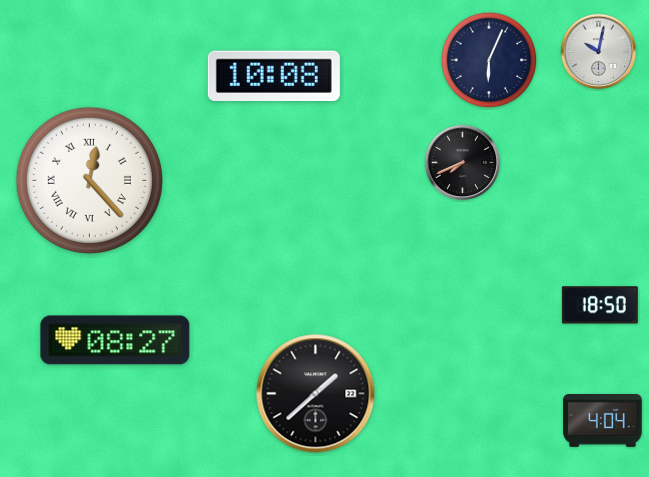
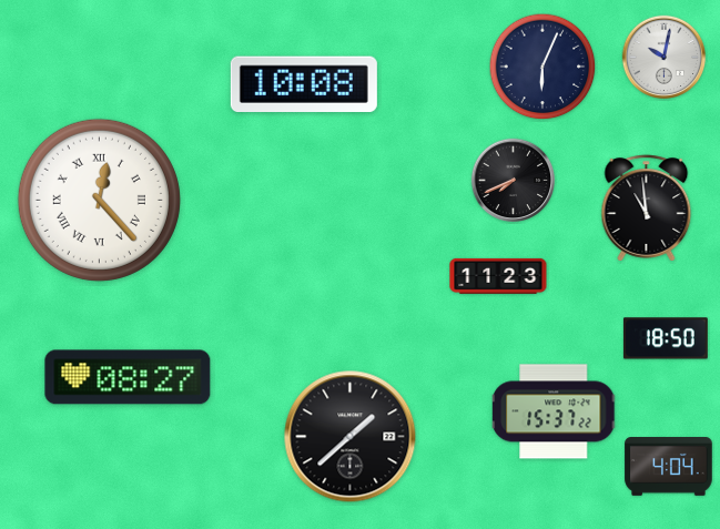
clock at (647, 208): none -> 10:59
clock at (498, 276): none -> 11:23
clock at (555, 411): none -> 15:37
